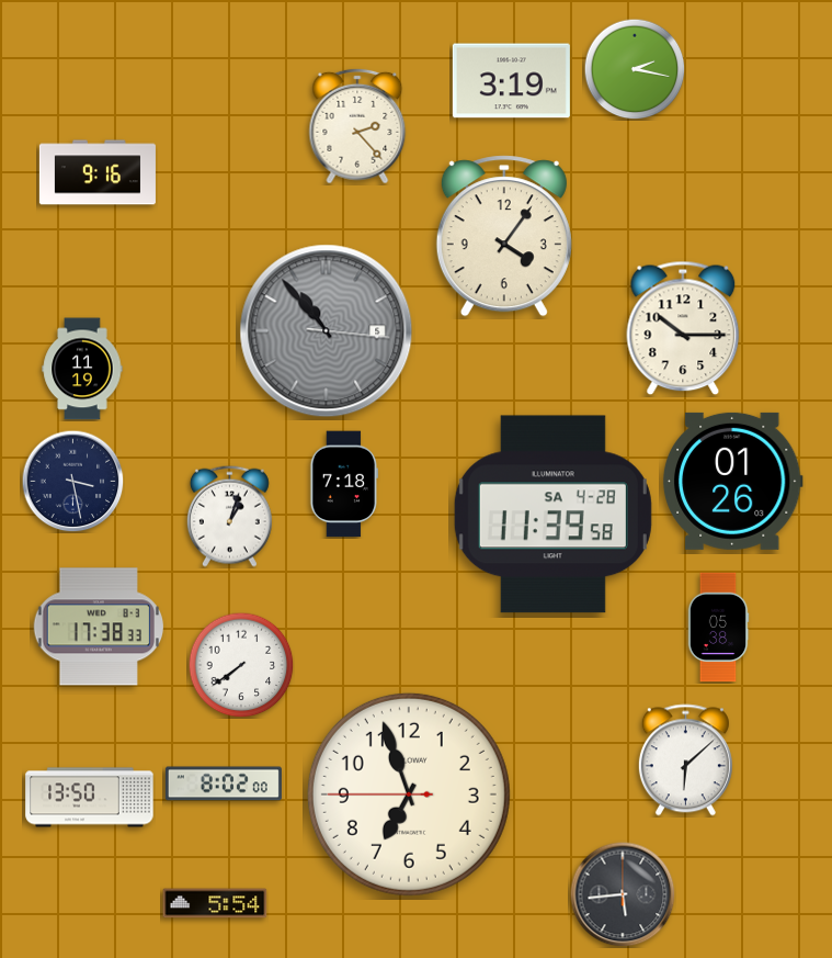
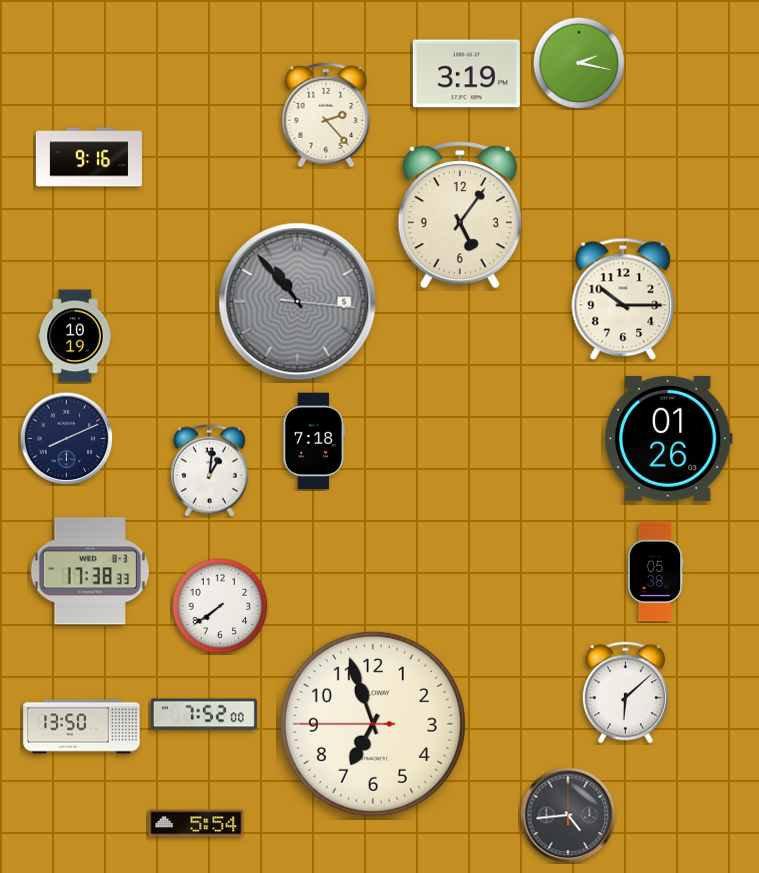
clock at (504, 236): 4:06 -> 5:06
clock at (82, 369): 11:19 -> 10:19
clock at (72, 481): 3:28 -> 8:11
clock at (552, 515): 11:39 -> none
clock at (229, 516): 1:03 -> 1:01
clock at (224, 784): 8:02 -> 7:52
clock at (623, 894): 5:44 -> 4:44
